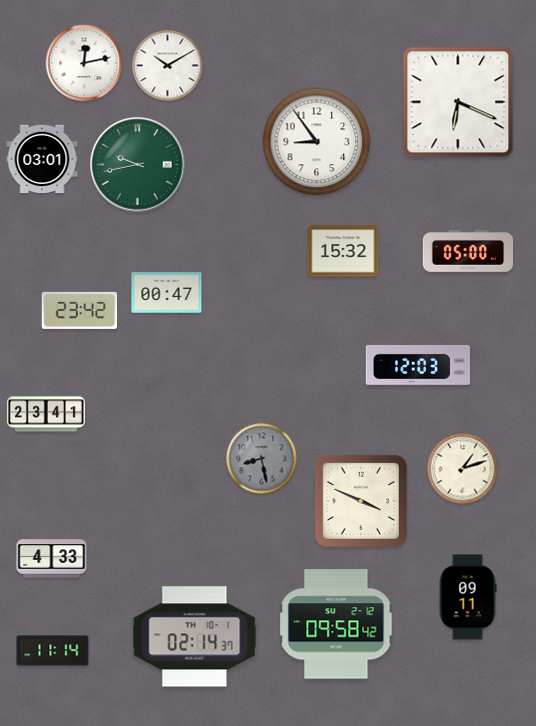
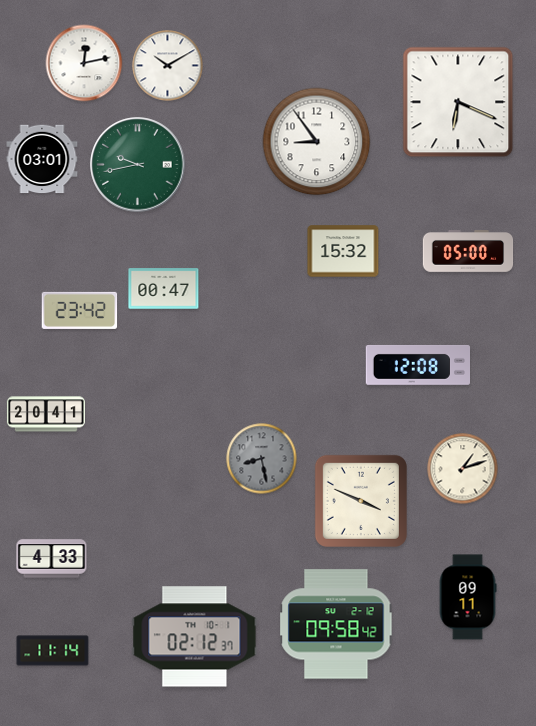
clock at (167, 293) position: (167, 293) -> (164, 289)
clock at (417, 365): 12:03 -> 12:08
clock at (46, 414): 23:41 -> 20:41
clock at (195, 637): 02:14 -> 02:12
